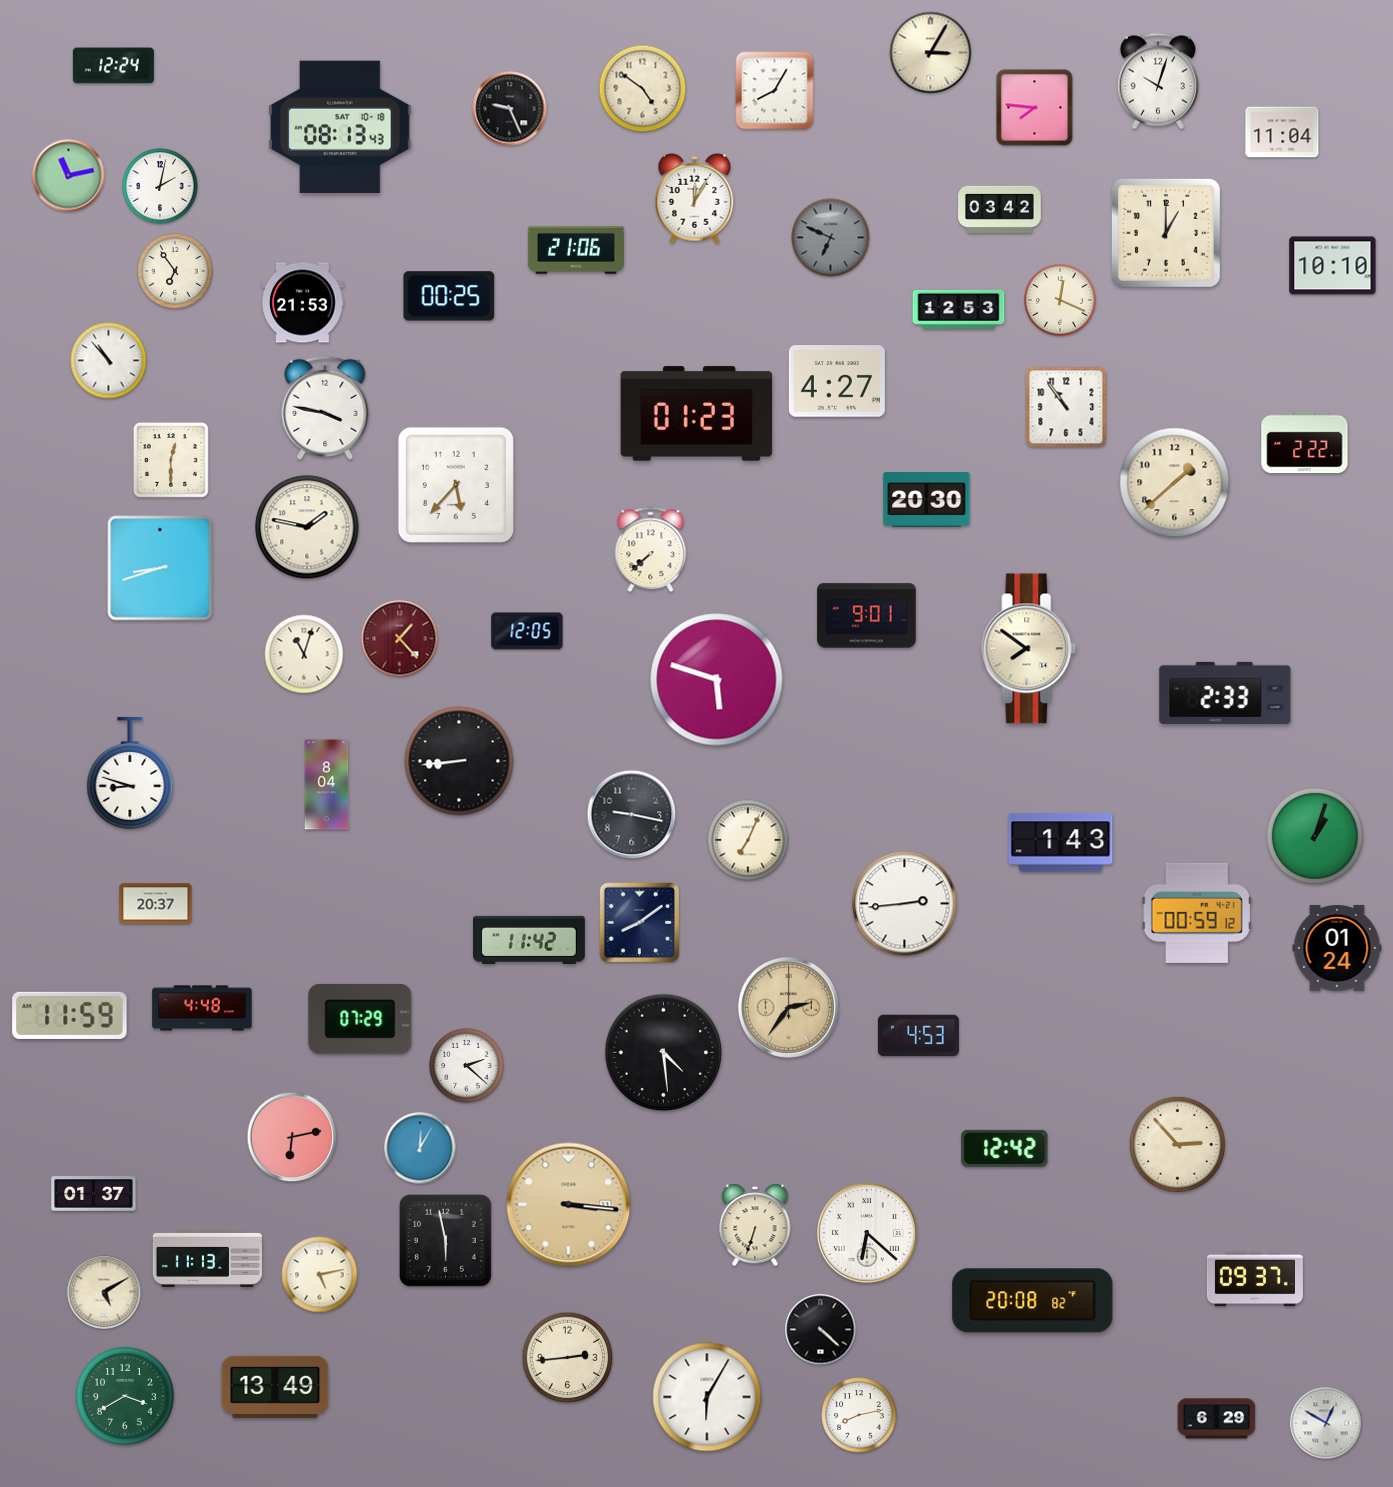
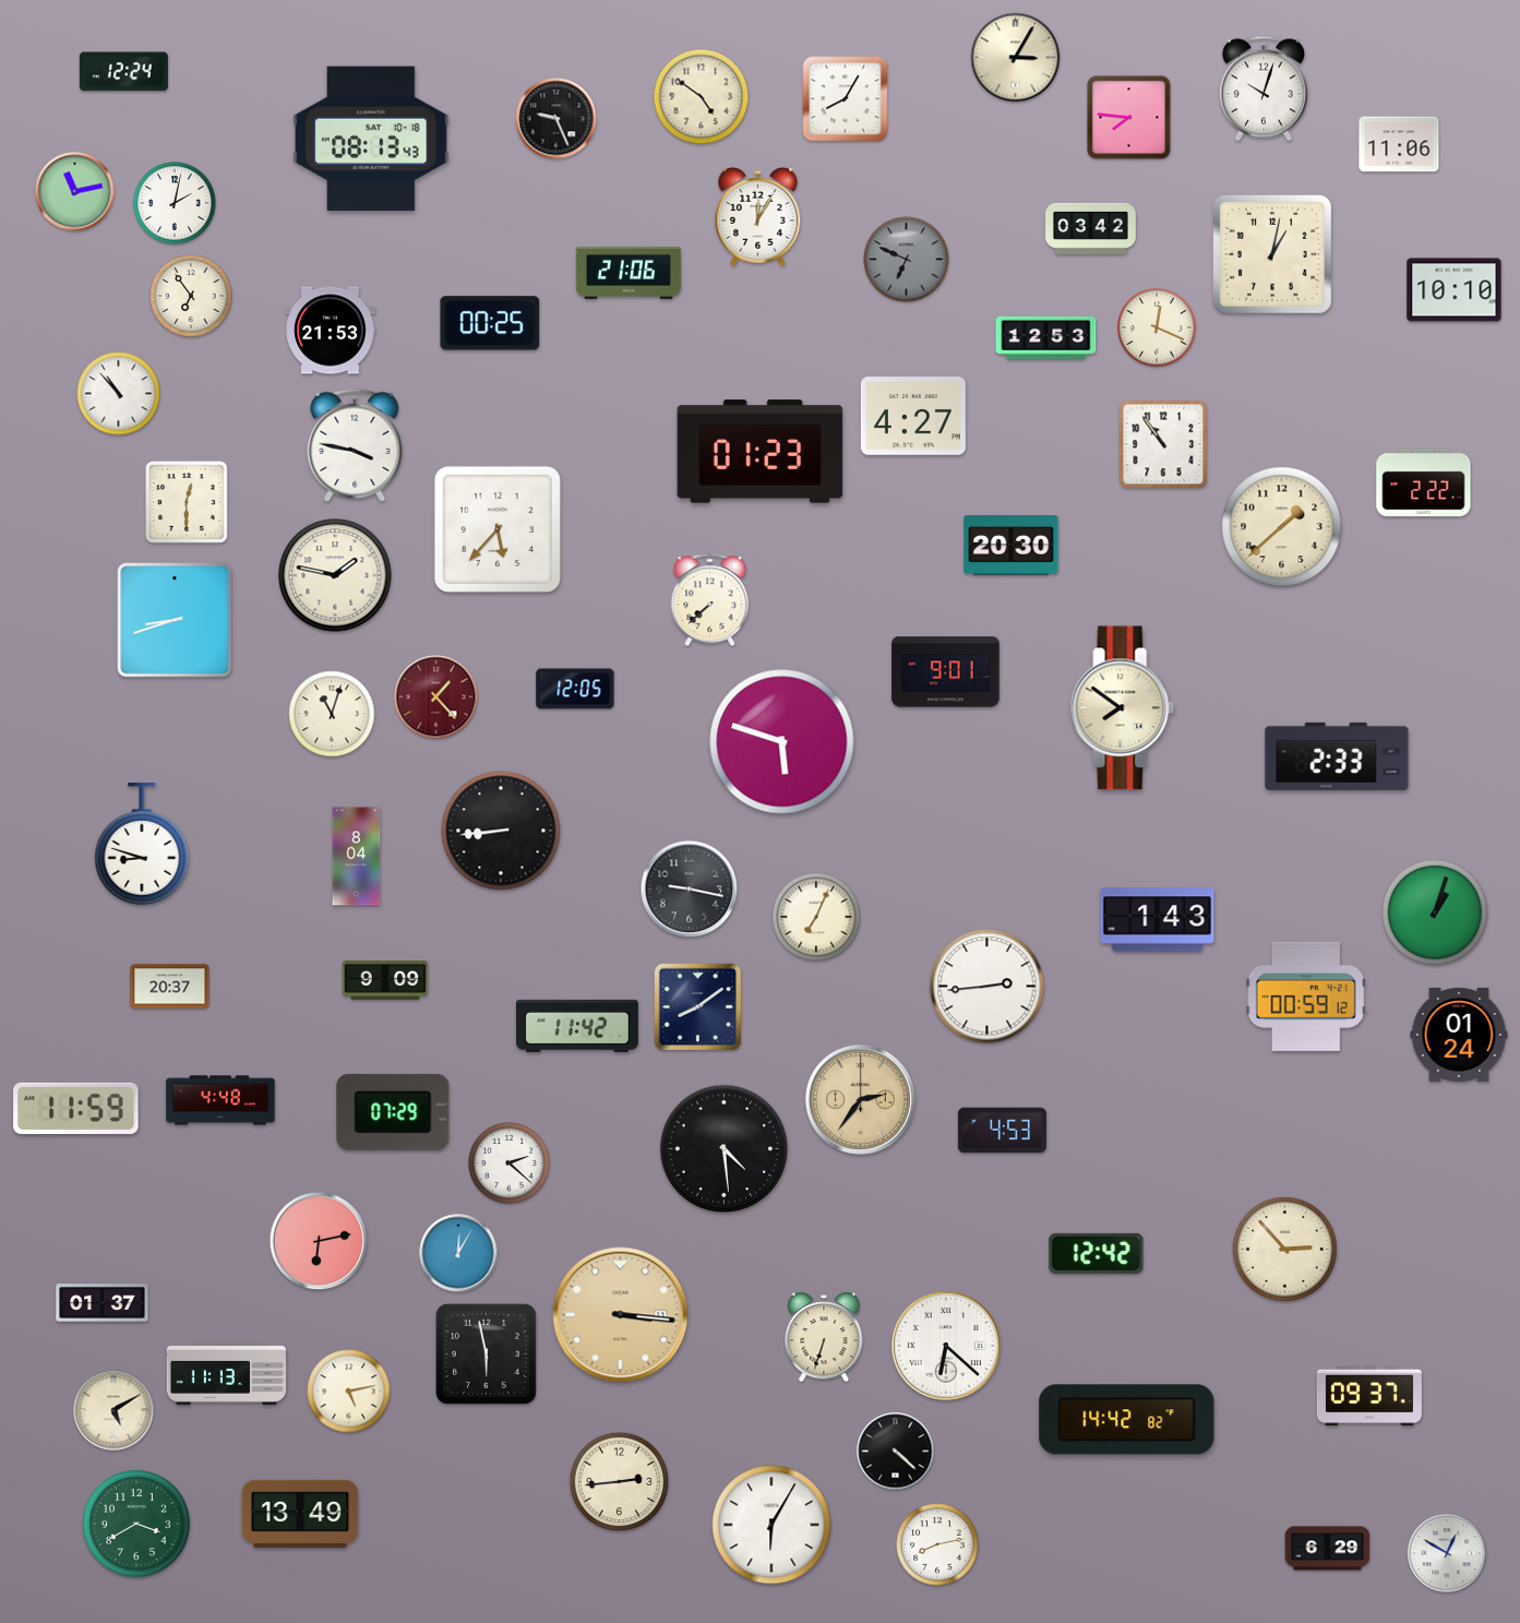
clock at (1282, 132): 11:04 -> 11:06
clock at (1167, 234): 1:00 -> 1:02
clock at (385, 980): none -> 9:09
clock at (1033, 1301): 20:08 -> 14:42
